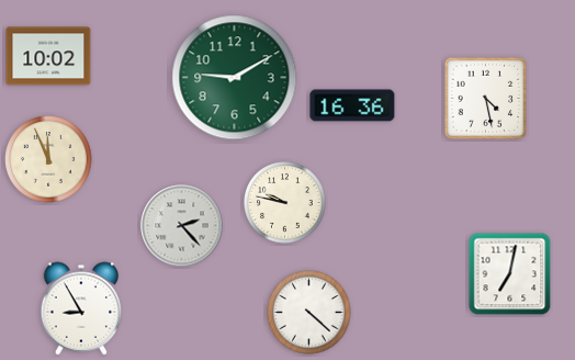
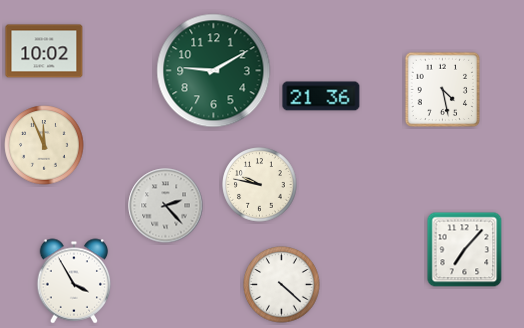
clock at (352, 105): 16:36 -> 21:36
clock at (510, 274): 7:02 -> 7:07
clock at (81, 308): 8:55 -> 3:55
